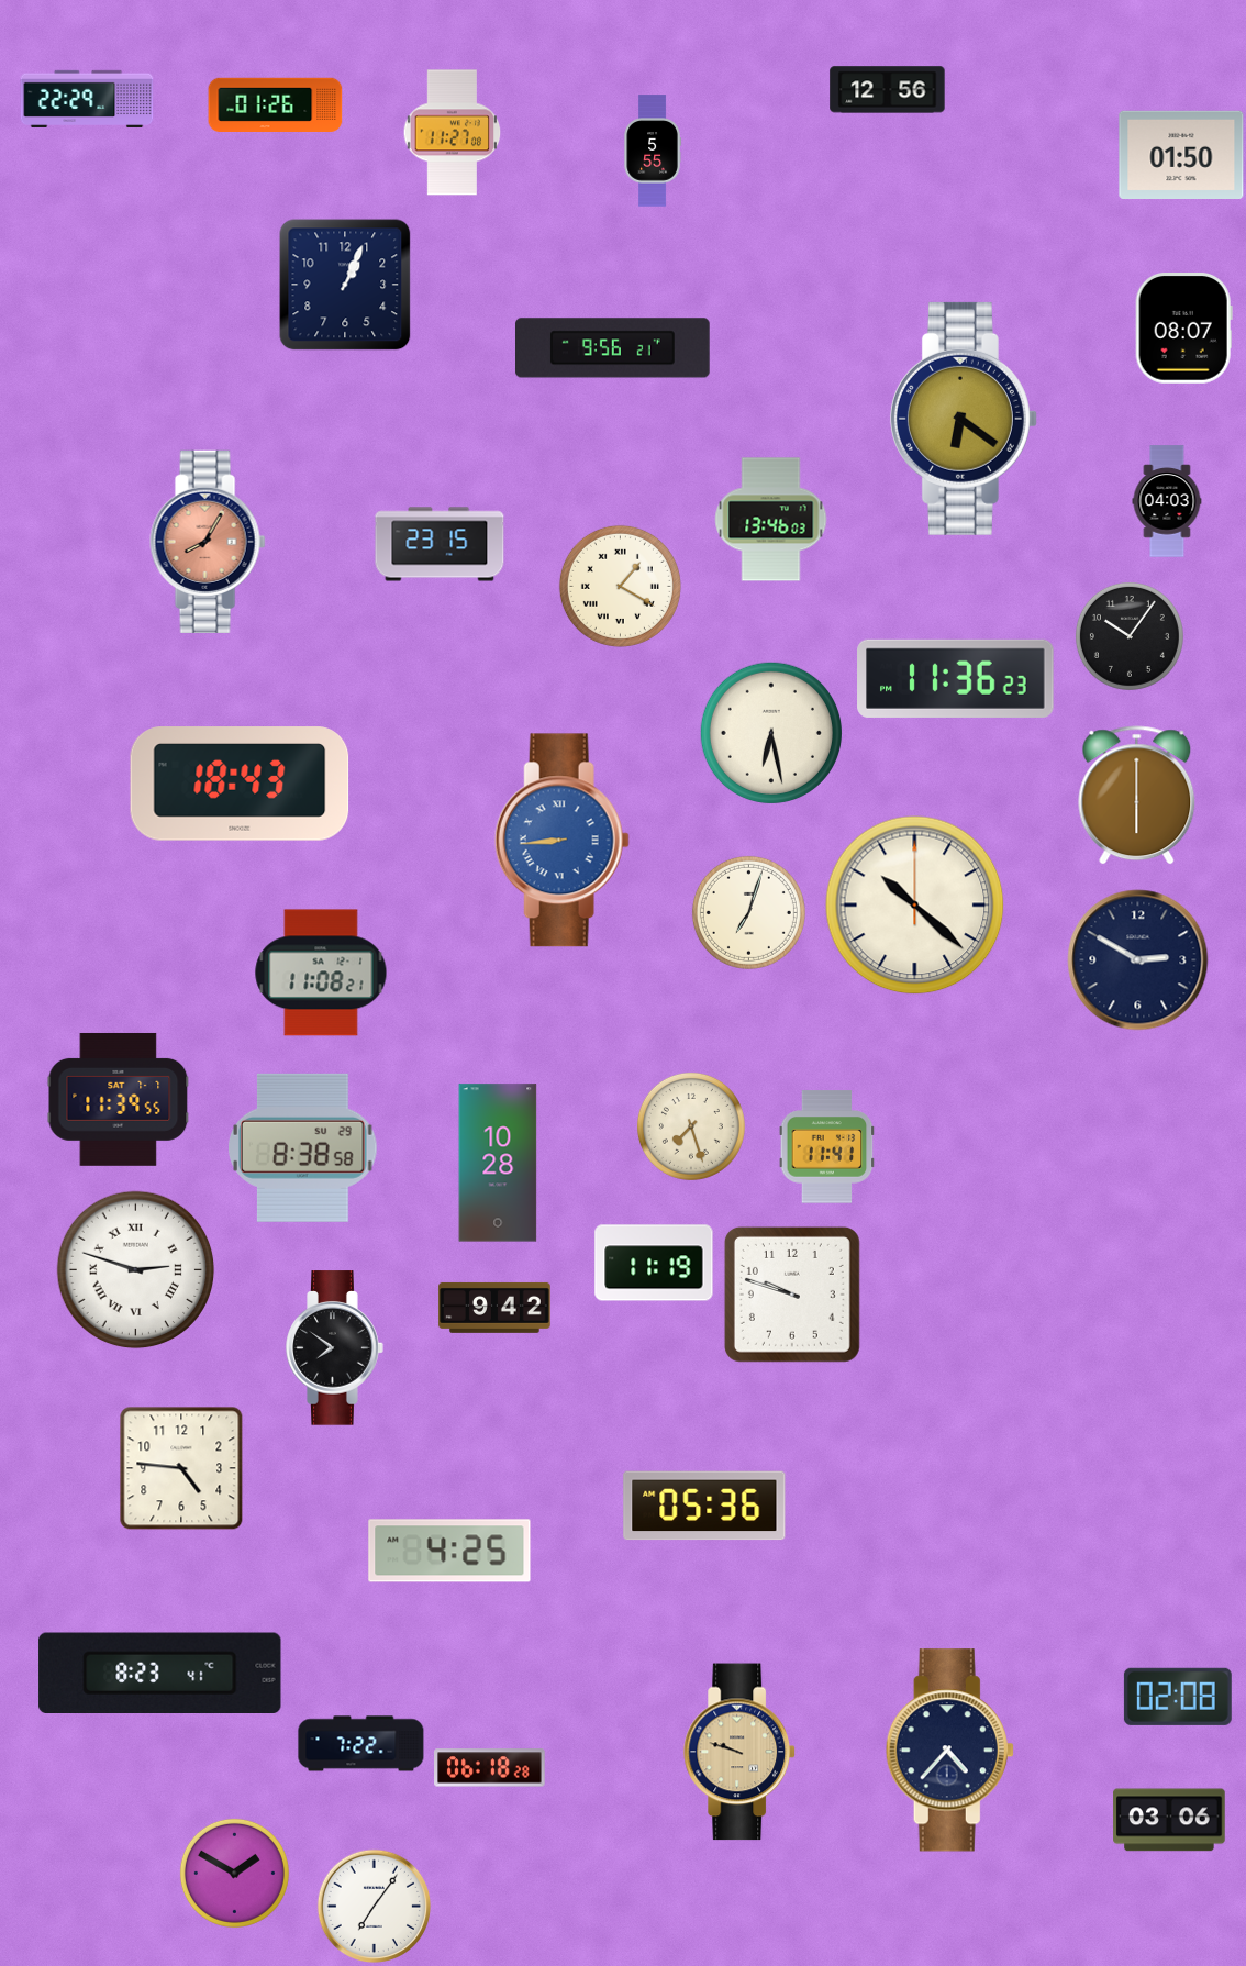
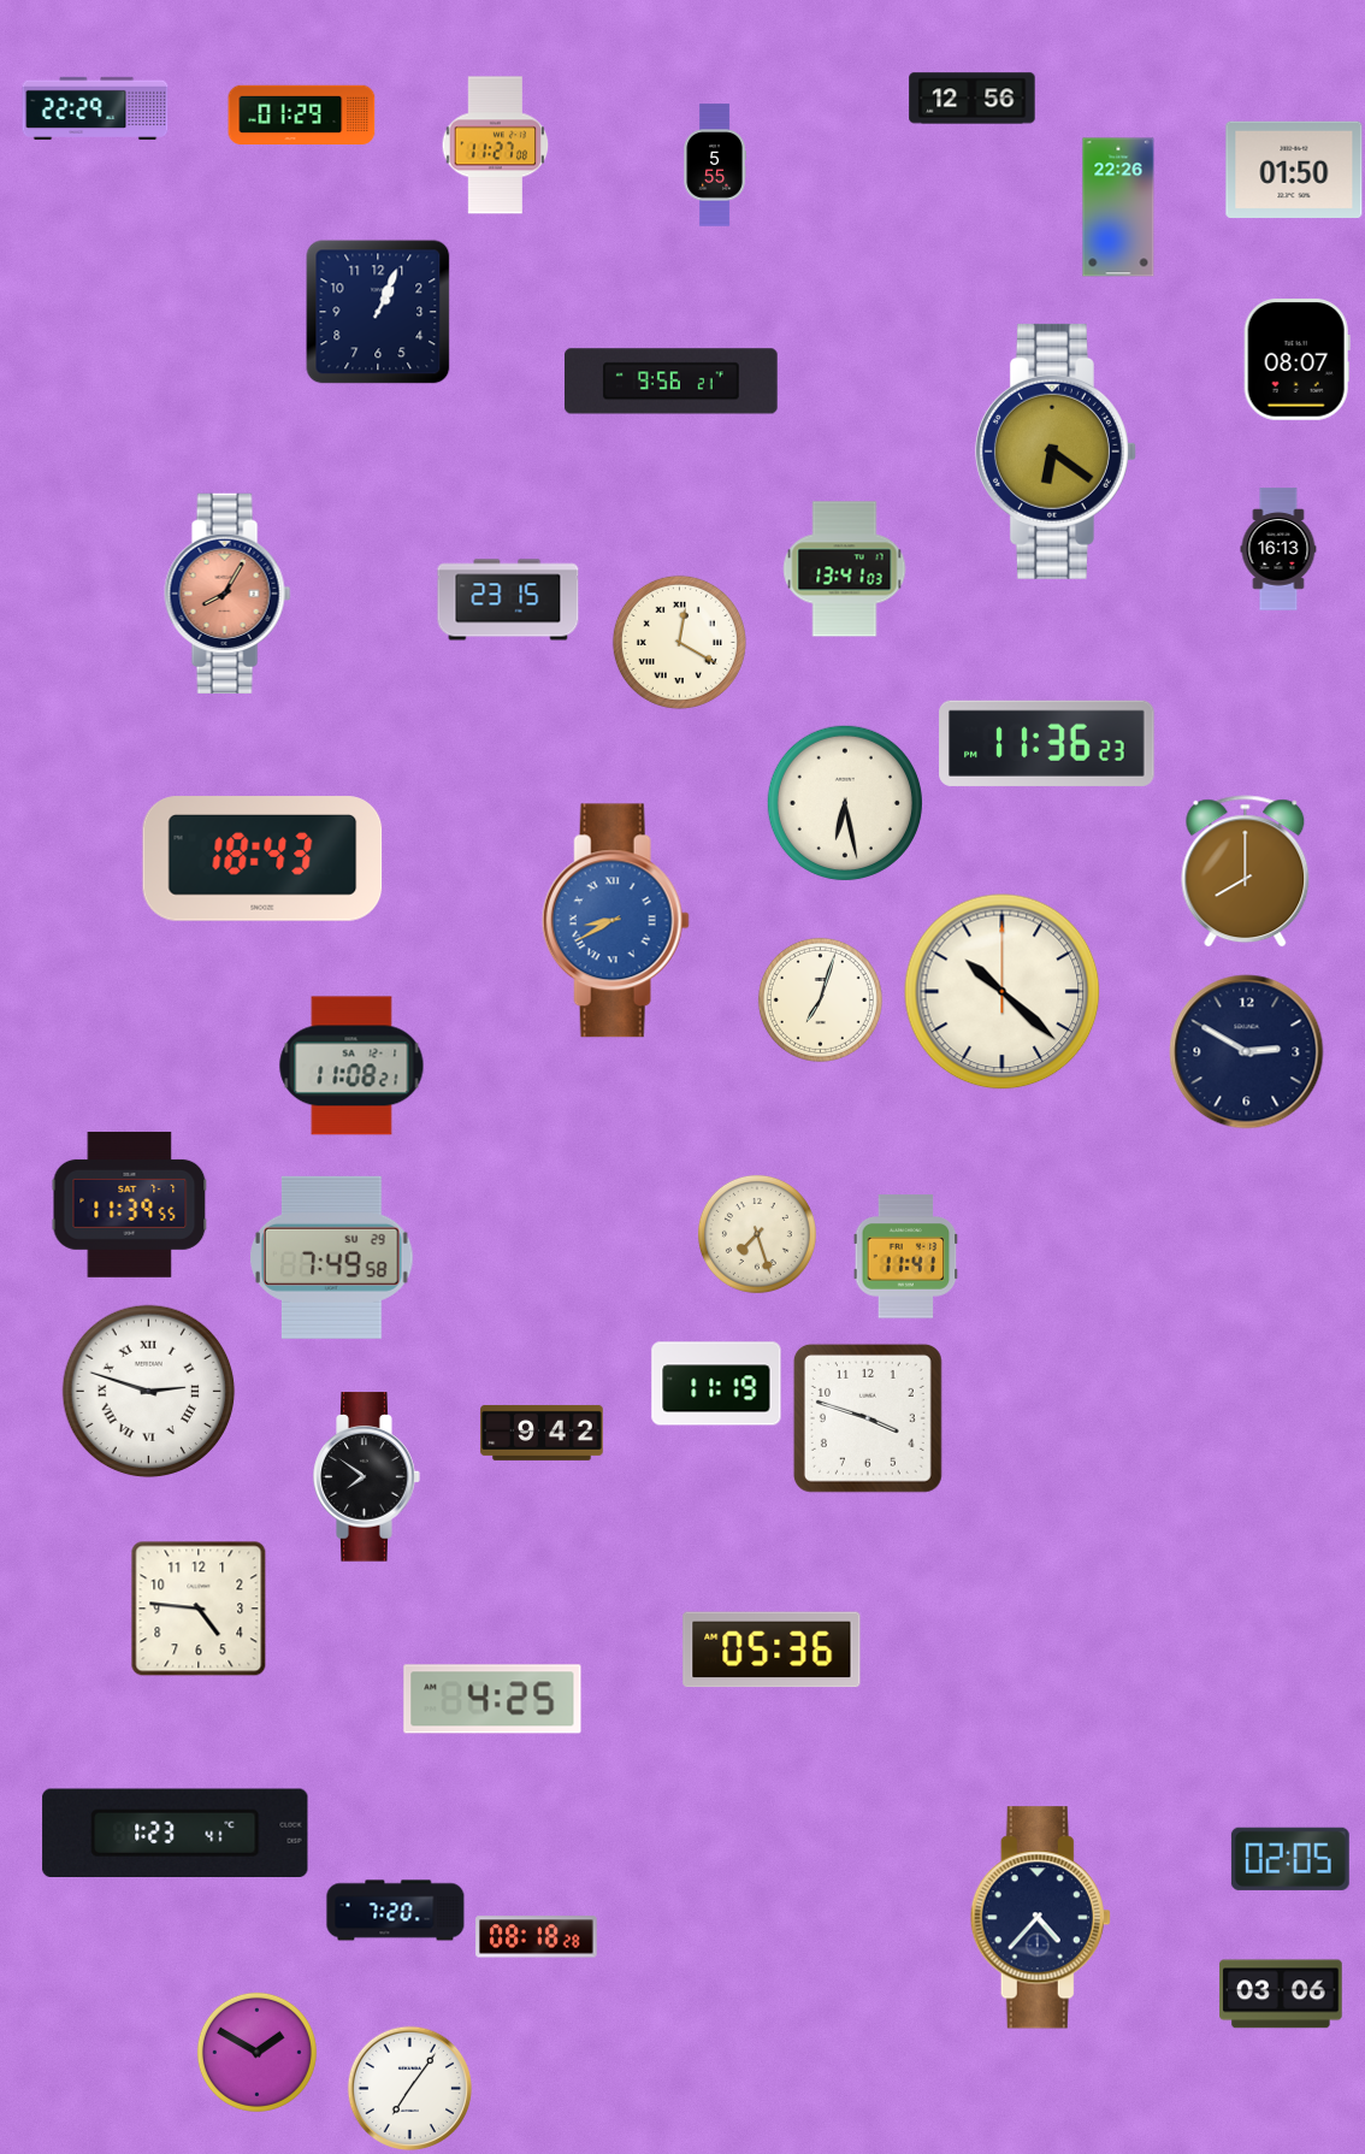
clock at (276, 104): 01:26 -> 01:29
clock at (1118, 207): none -> 22:26
clock at (964, 419) position: (964, 419) -> (1056, 452)
clock at (1167, 501): 04:03 -> 16:13
clock at (771, 520): 13:46 -> 13:41
clock at (440, 544) position: (440, 544) -> (508, 600)
clock at (620, 586): 1:20 -> 12:20
clock at (1130, 636): 10:06 -> none
clock at (1137, 796): 6:00 -> 8:00
clock at (561, 841): 8:44 -> 8:40
clock at (303, 1147): 8:38 -> 7:49
clock at (498, 1163): 10:28 -> none
clock at (792, 1295): 9:48 -> 3:48
clock at (160, 1673): 8:23 -> 1:23
clock at (1178, 1697): 02:08 -> 02:05
clock at (361, 1744): 7:22 -> 7:20
clock at (739, 1752): 9:48 -> none
clock at (490, 1768): 06:18 -> 08:18
